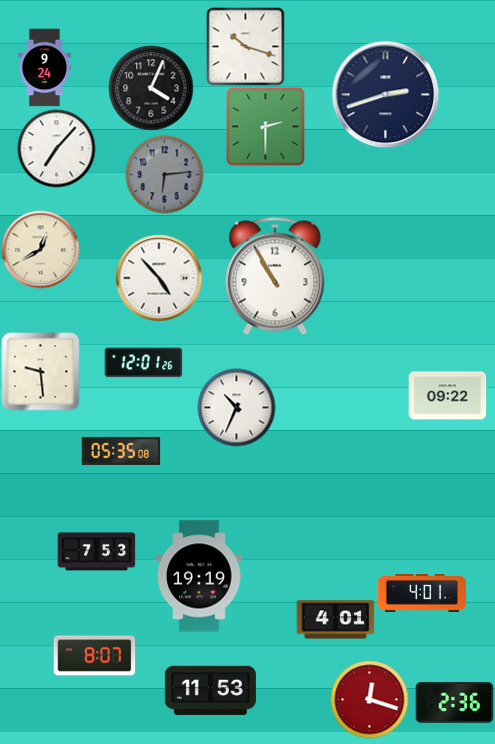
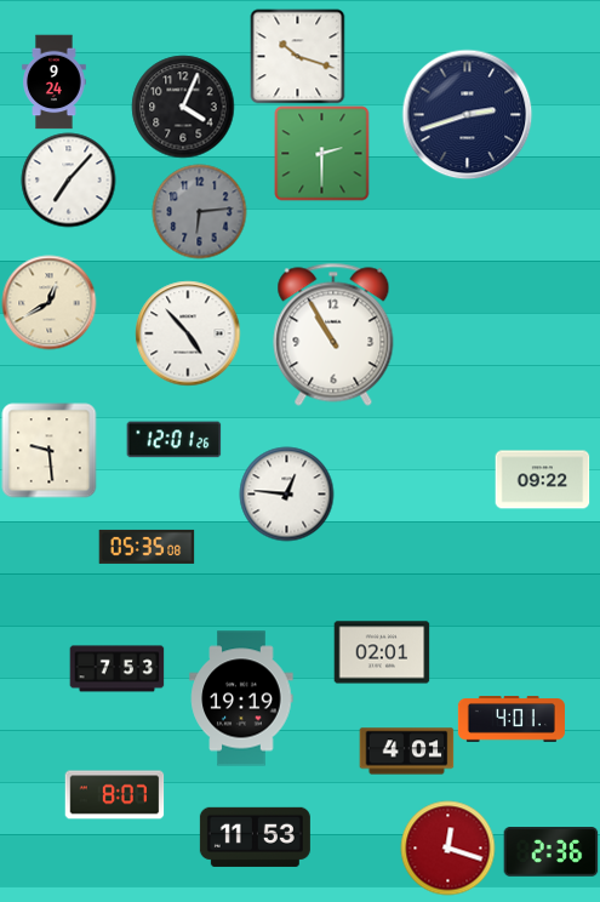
clock at (159, 278) position: (159, 278) -> (188, 333)
clock at (236, 407): 10:34 -> 12:46
clock at (382, 652): none -> 02:01
